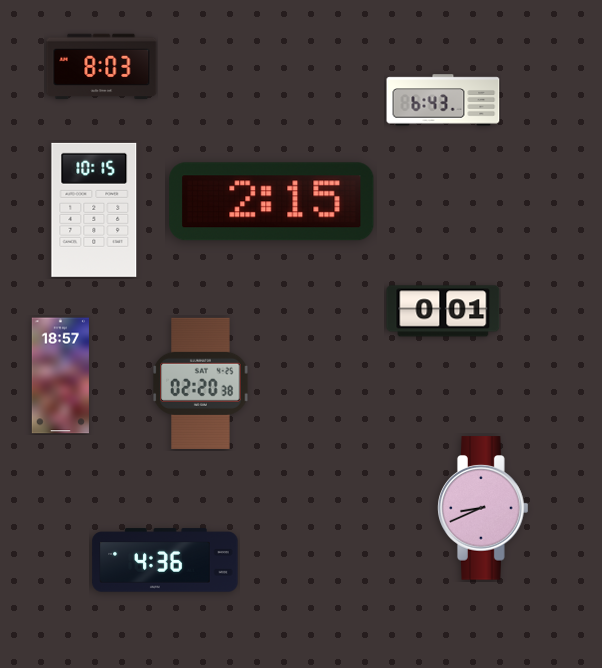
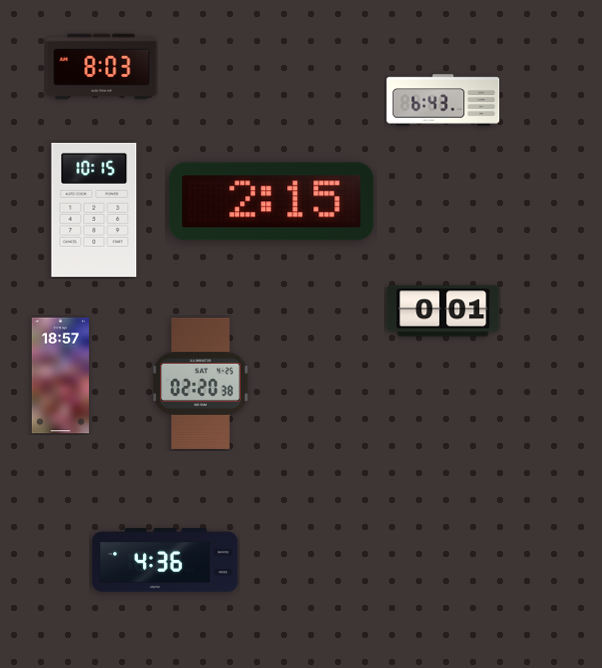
clock at (483, 508): 8:41 -> none
